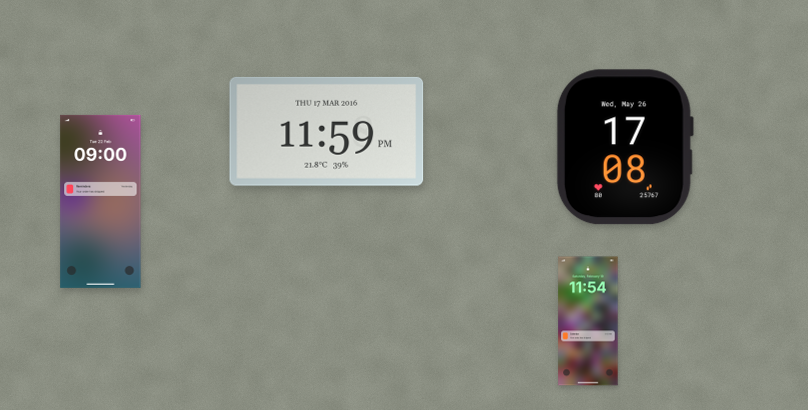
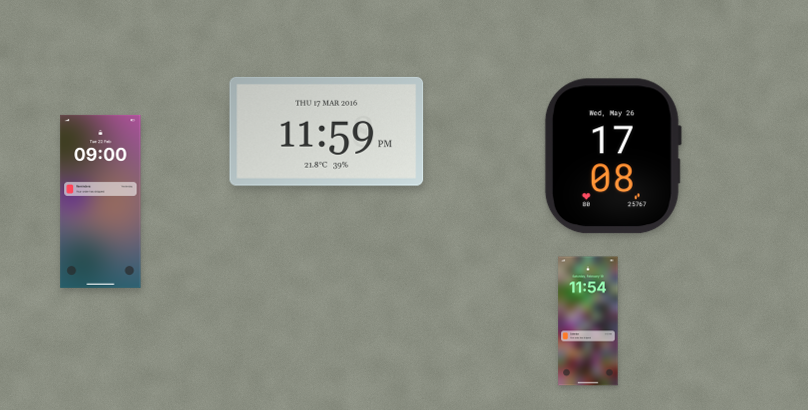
clock at (625, 147) position: (625, 147) -> (613, 156)
